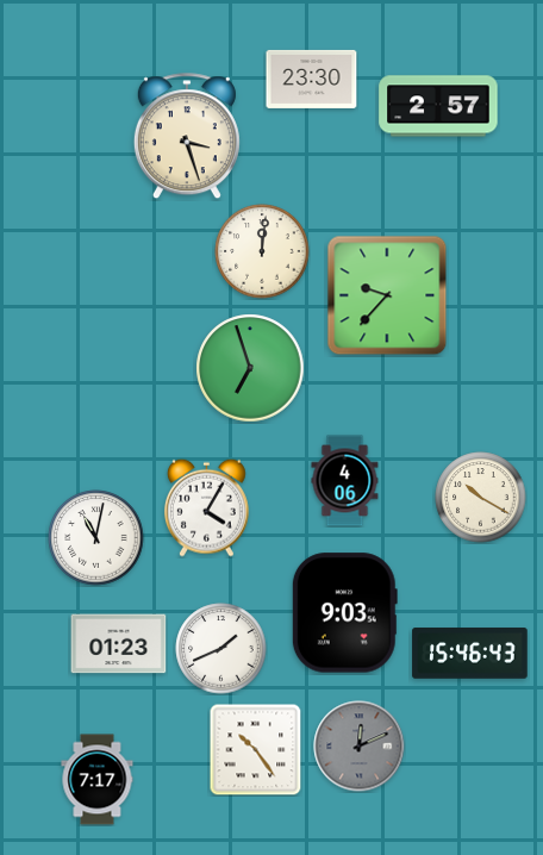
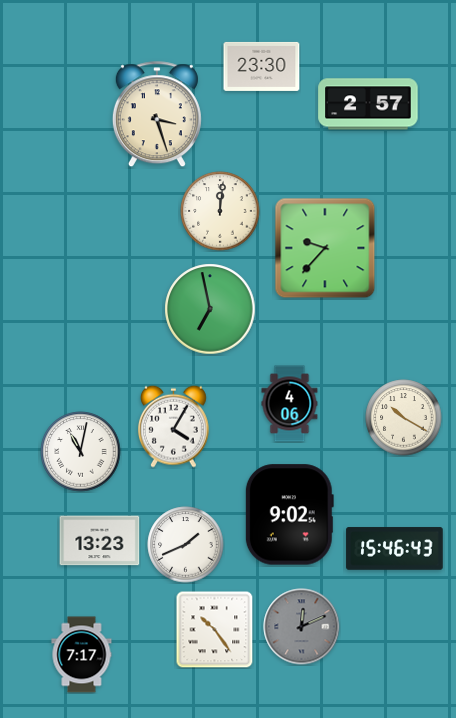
clock at (438, 106) position: (438, 106) -> (368, 104)
clock at (250, 368): 6:57 -> 6:58
clock at (344, 613): 9:03 -> 9:02
clock at (119, 644): 01:23 -> 13:23
